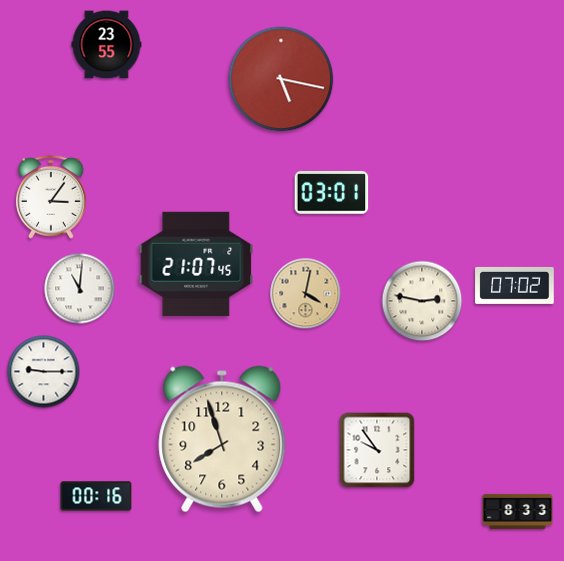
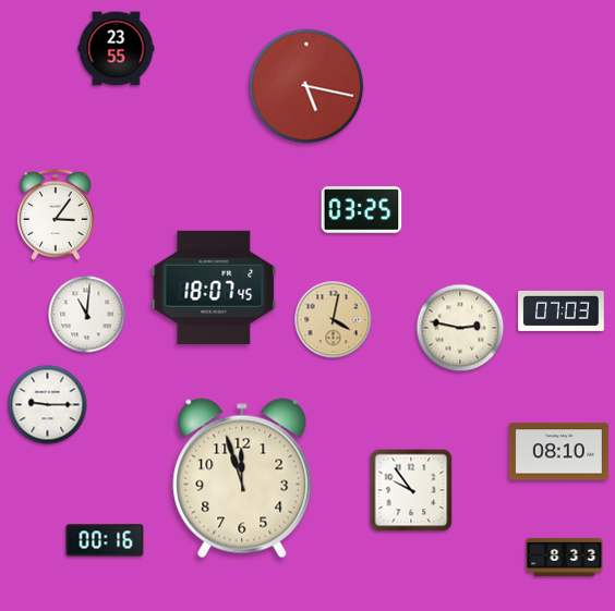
clock at (332, 193): 03:01 -> 03:25
clock at (196, 264): 21:07 -> 18:07
clock at (515, 285): 07:02 -> 07:03
clock at (558, 452): none -> 08:10
clock at (222, 439): 7:57 -> 11:57
